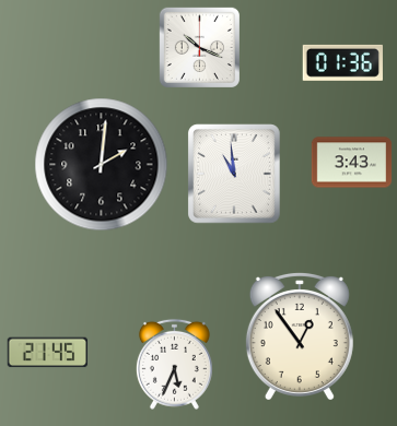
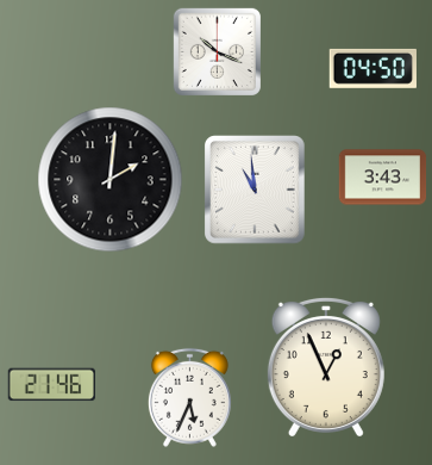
clock at (342, 62): 01:36 -> 04:50
clock at (300, 335): 12:54 -> 12:56
clock at (47, 353): 21:45 -> 21:46
